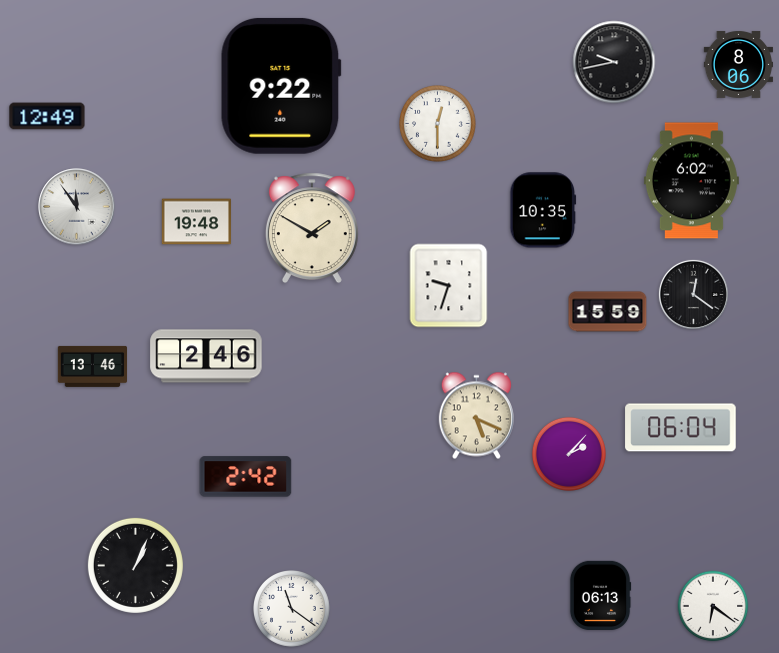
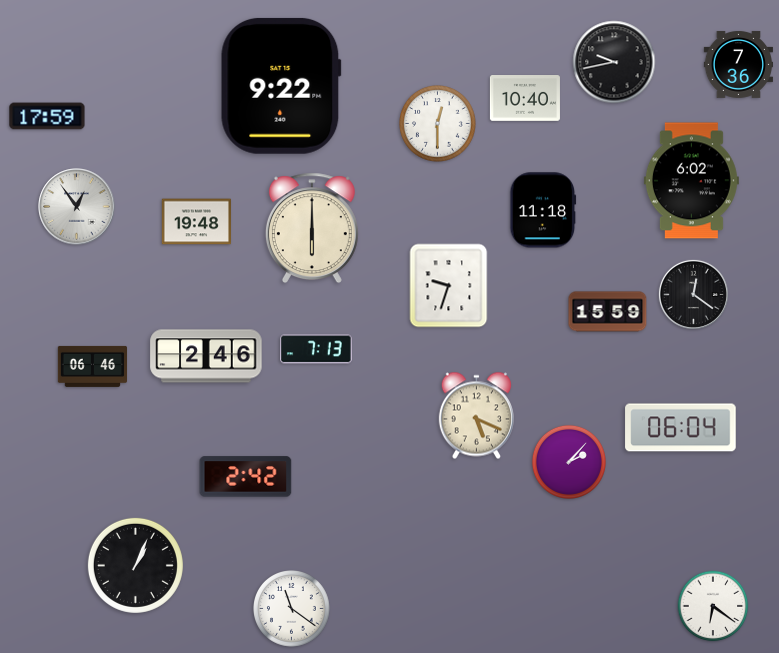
clock at (739, 64): 8:06 -> 7:36
clock at (525, 99): none -> 10:40
clock at (47, 116): 12:49 -> 17:59
clock at (77, 207): 11:54 -> 12:54
clock at (543, 210): 10:35 -> 11:18
clock at (312, 228): 1:50 -> 6:00
clock at (317, 349): none -> 7:13
clock at (93, 366): 13:46 -> 06:46
clock at (569, 454) position: (569, 454) -> (569, 462)
clock at (600, 595): 06:13 -> none
